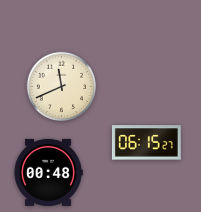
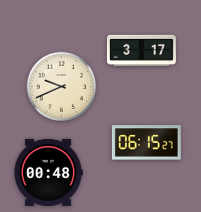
clock at (142, 50): none -> 3:17
clock at (62, 87): 11:41 -> 9:41
